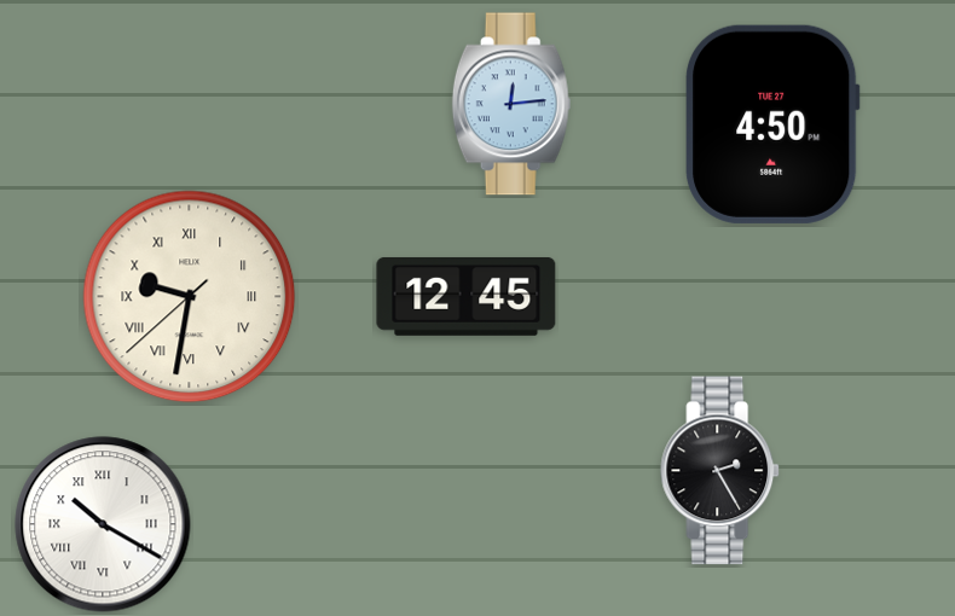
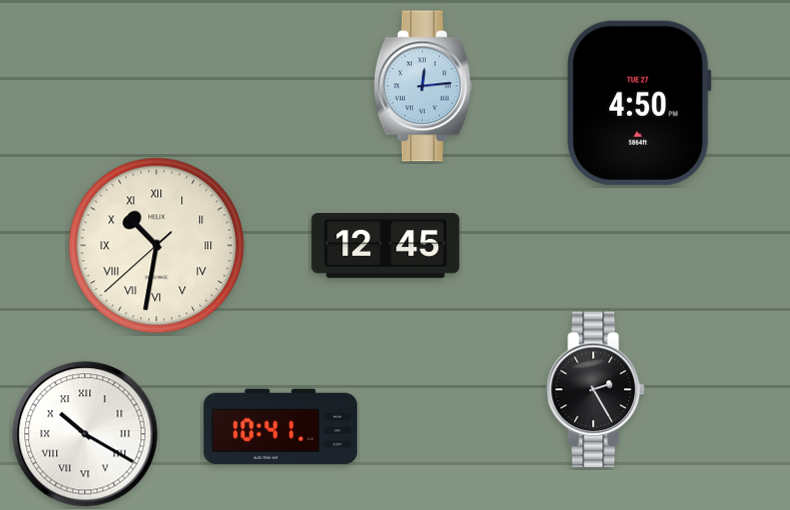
clock at (190, 297): 9:31 -> 10:31
clock at (281, 426): none -> 10:41
